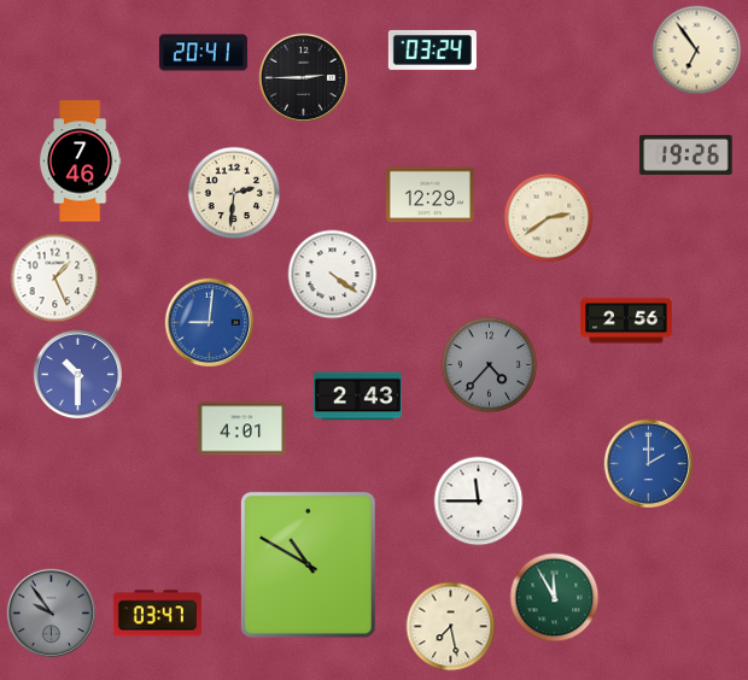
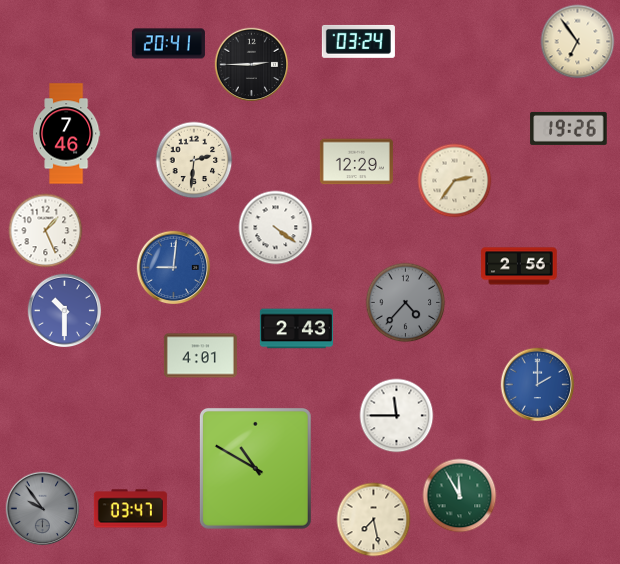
clock at (549, 218): 2:39 -> 2:36
